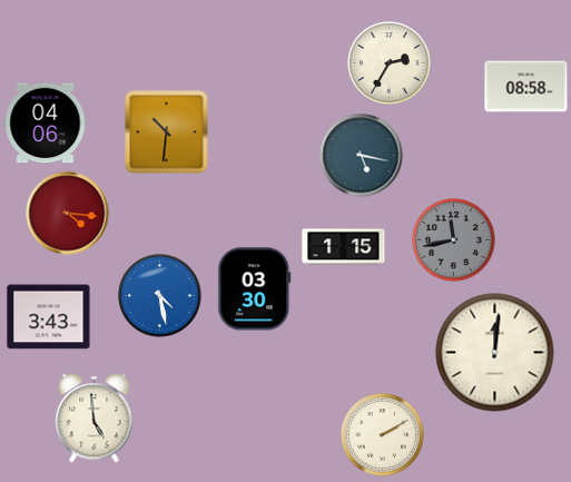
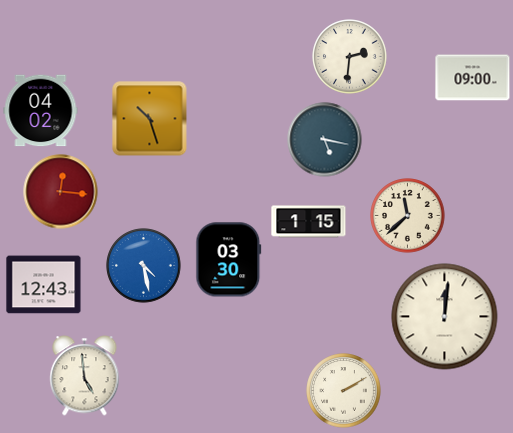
clock at (390, 63): 2:35 -> 2:31
clock at (526, 87): 08:58 -> 09:00
clock at (46, 124): 04:06 -> 04:02
clock at (167, 132): 10:31 -> 10:27
clock at (68, 214): 4:16 -> 12:16
clock at (454, 240): 11:43 -> 11:38
clock at (454, 240) dial: grey -> cream
clock at (49, 317): 3:43 -> 12:43
